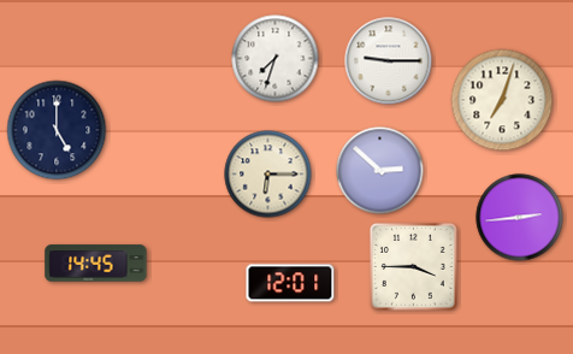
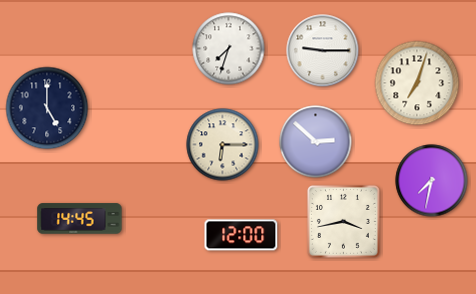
clock at (520, 218): 2:44 -> 7:32
clock at (413, 266): 3:45 -> 3:43
clock at (290, 283): 12:01 -> 12:00
